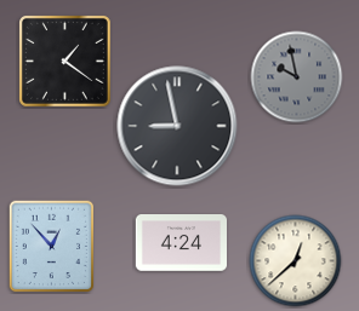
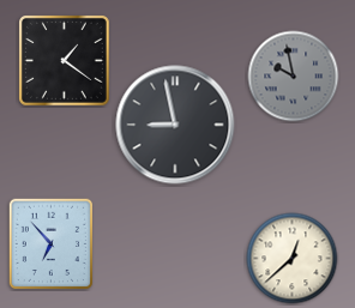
clock at (181, 243): 4:24 -> none
clock at (51, 247): 12:53 -> 6:53
